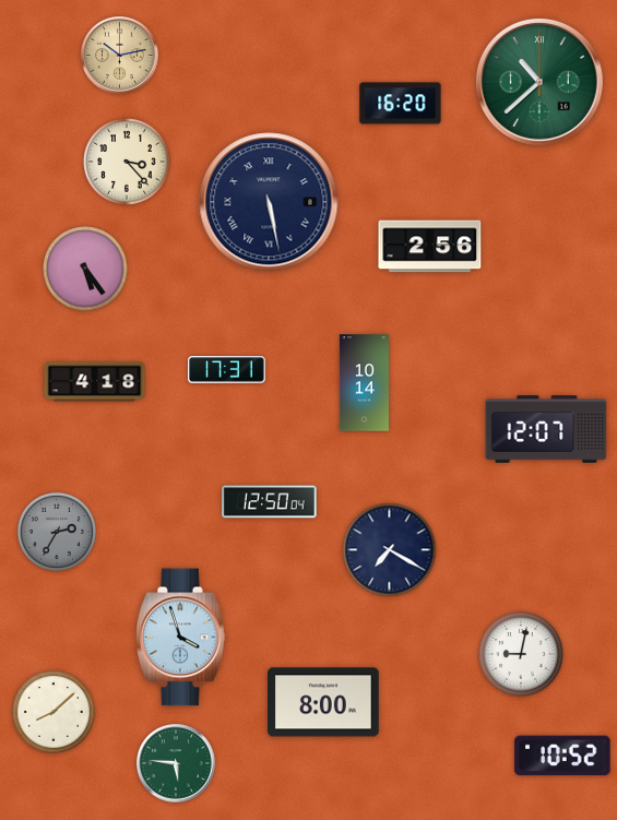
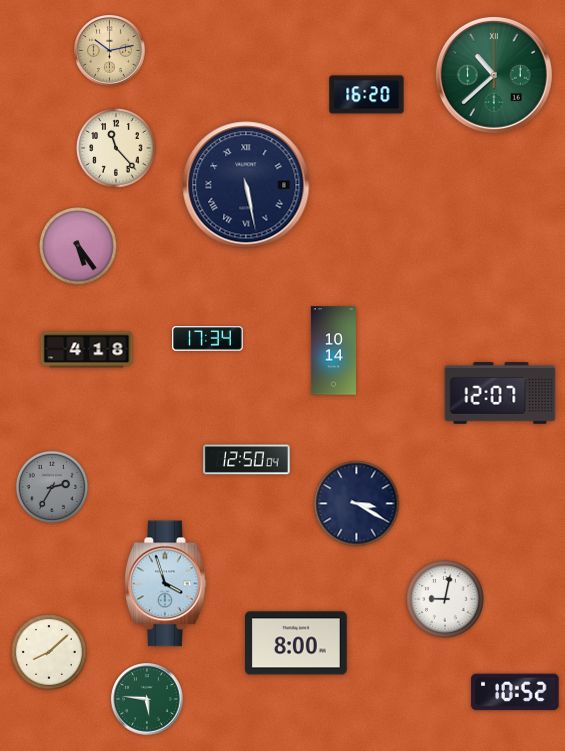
clock at (127, 162): 3:23 -> 11:23
clock at (430, 247): 2:56 -> none
clock at (227, 370): 17:31 -> 17:34
clock at (390, 550): 7:20 -> 3:20
clock at (521, 654) position: (521, 654) -> (445, 599)
clock at (176, 763) position: (176, 763) -> (147, 699)
